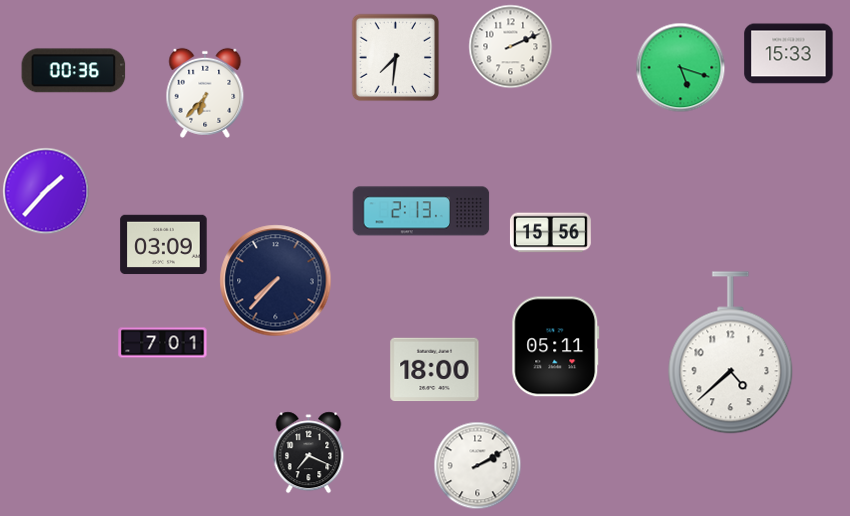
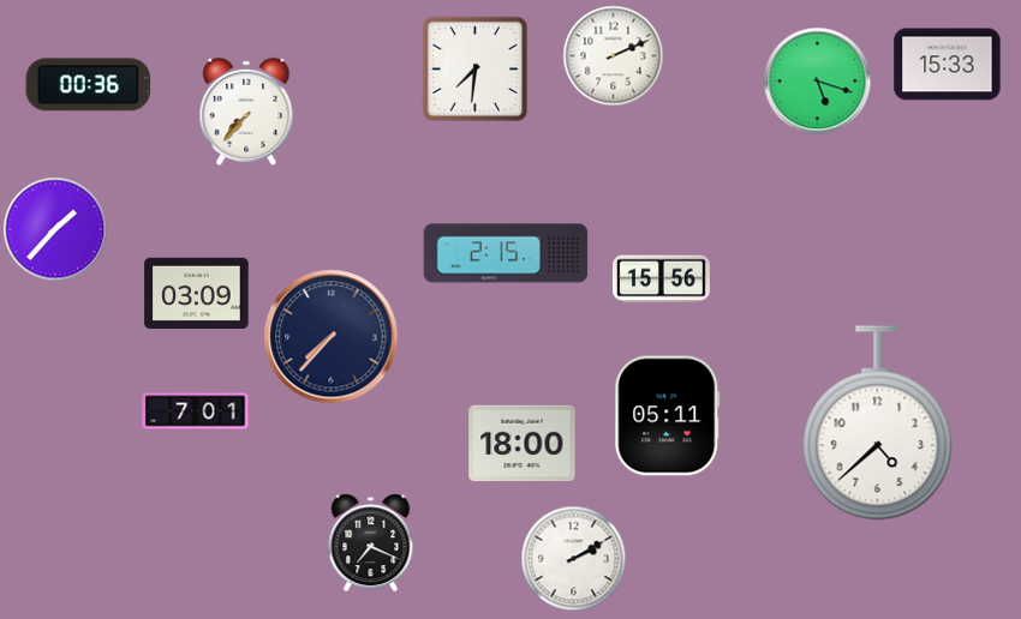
clock at (205, 93): 6:37 -> 7:37
clock at (421, 211): 2:13 -> 2:15
